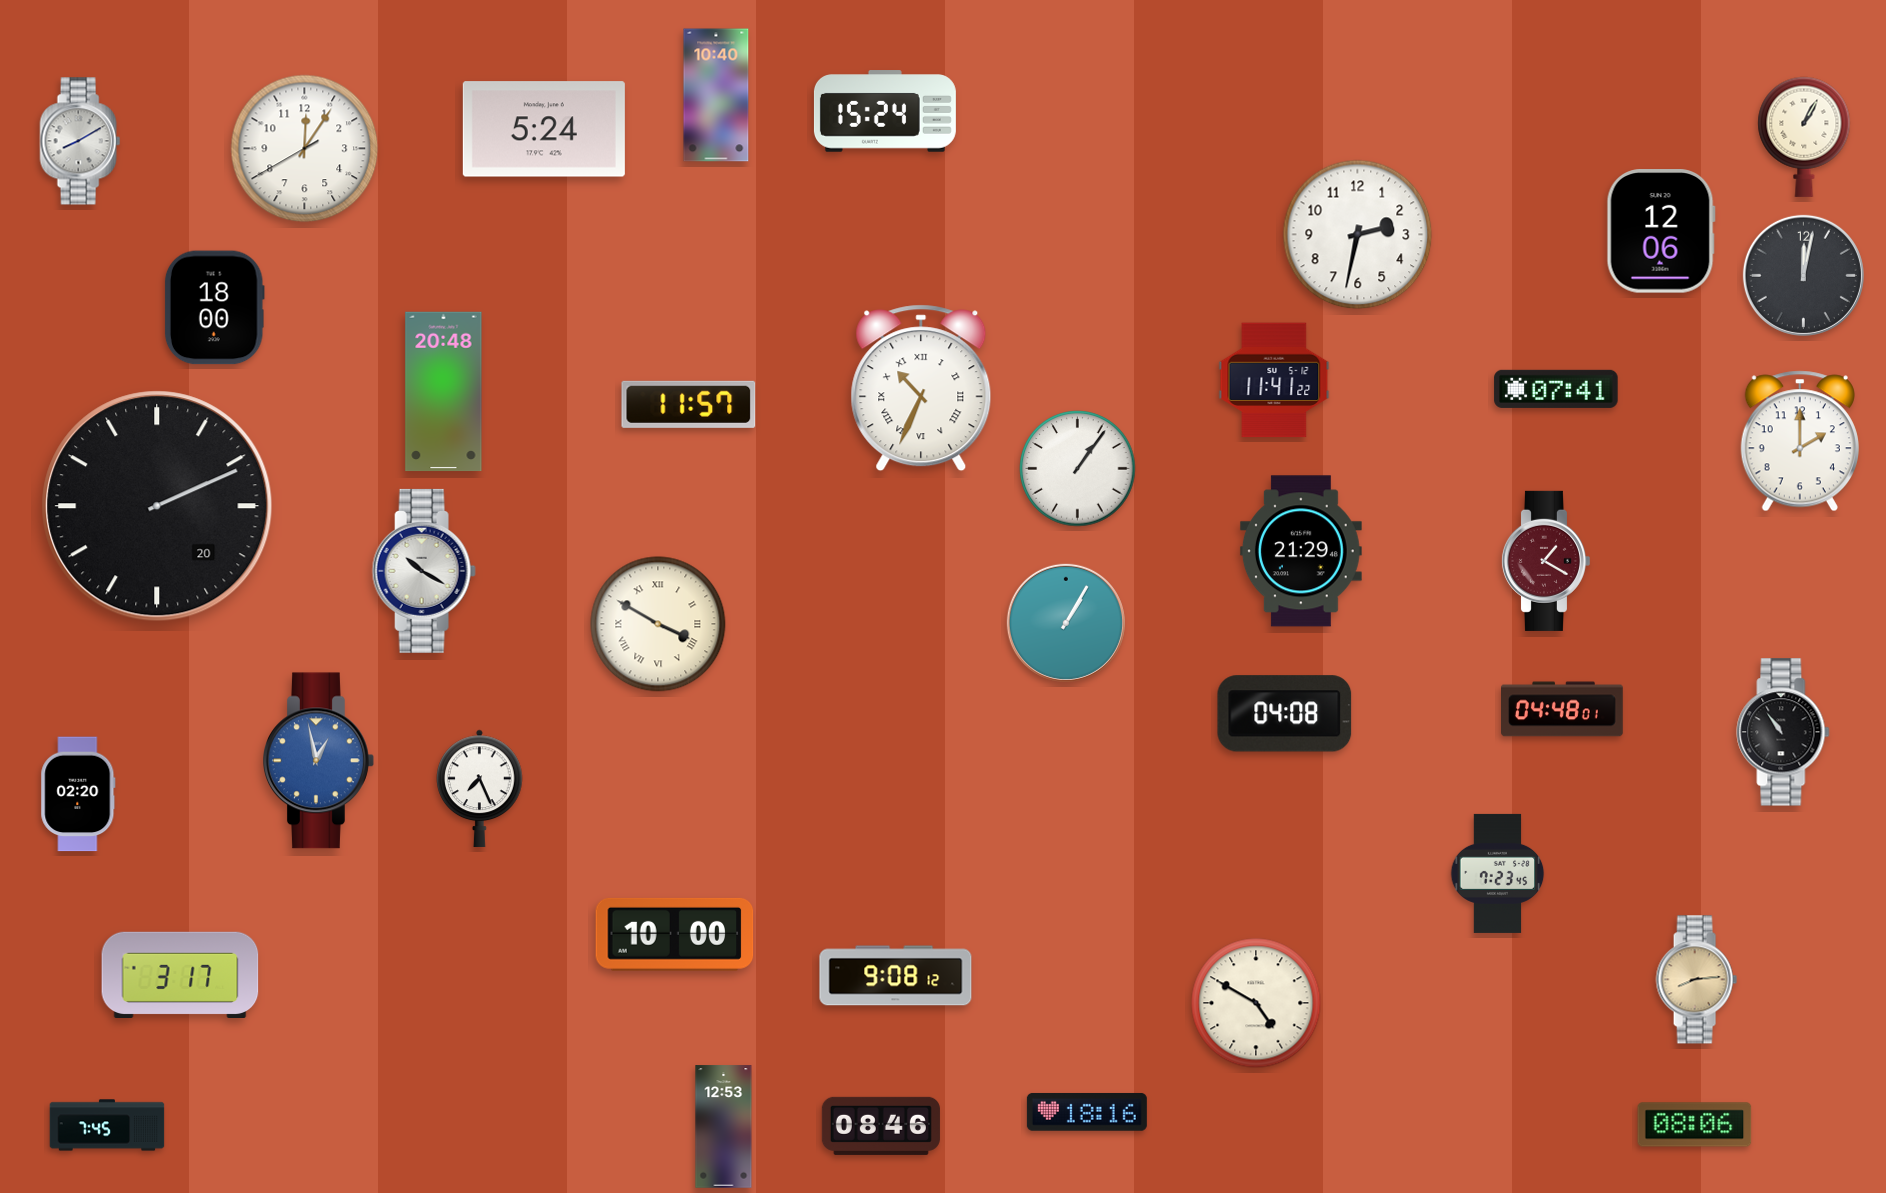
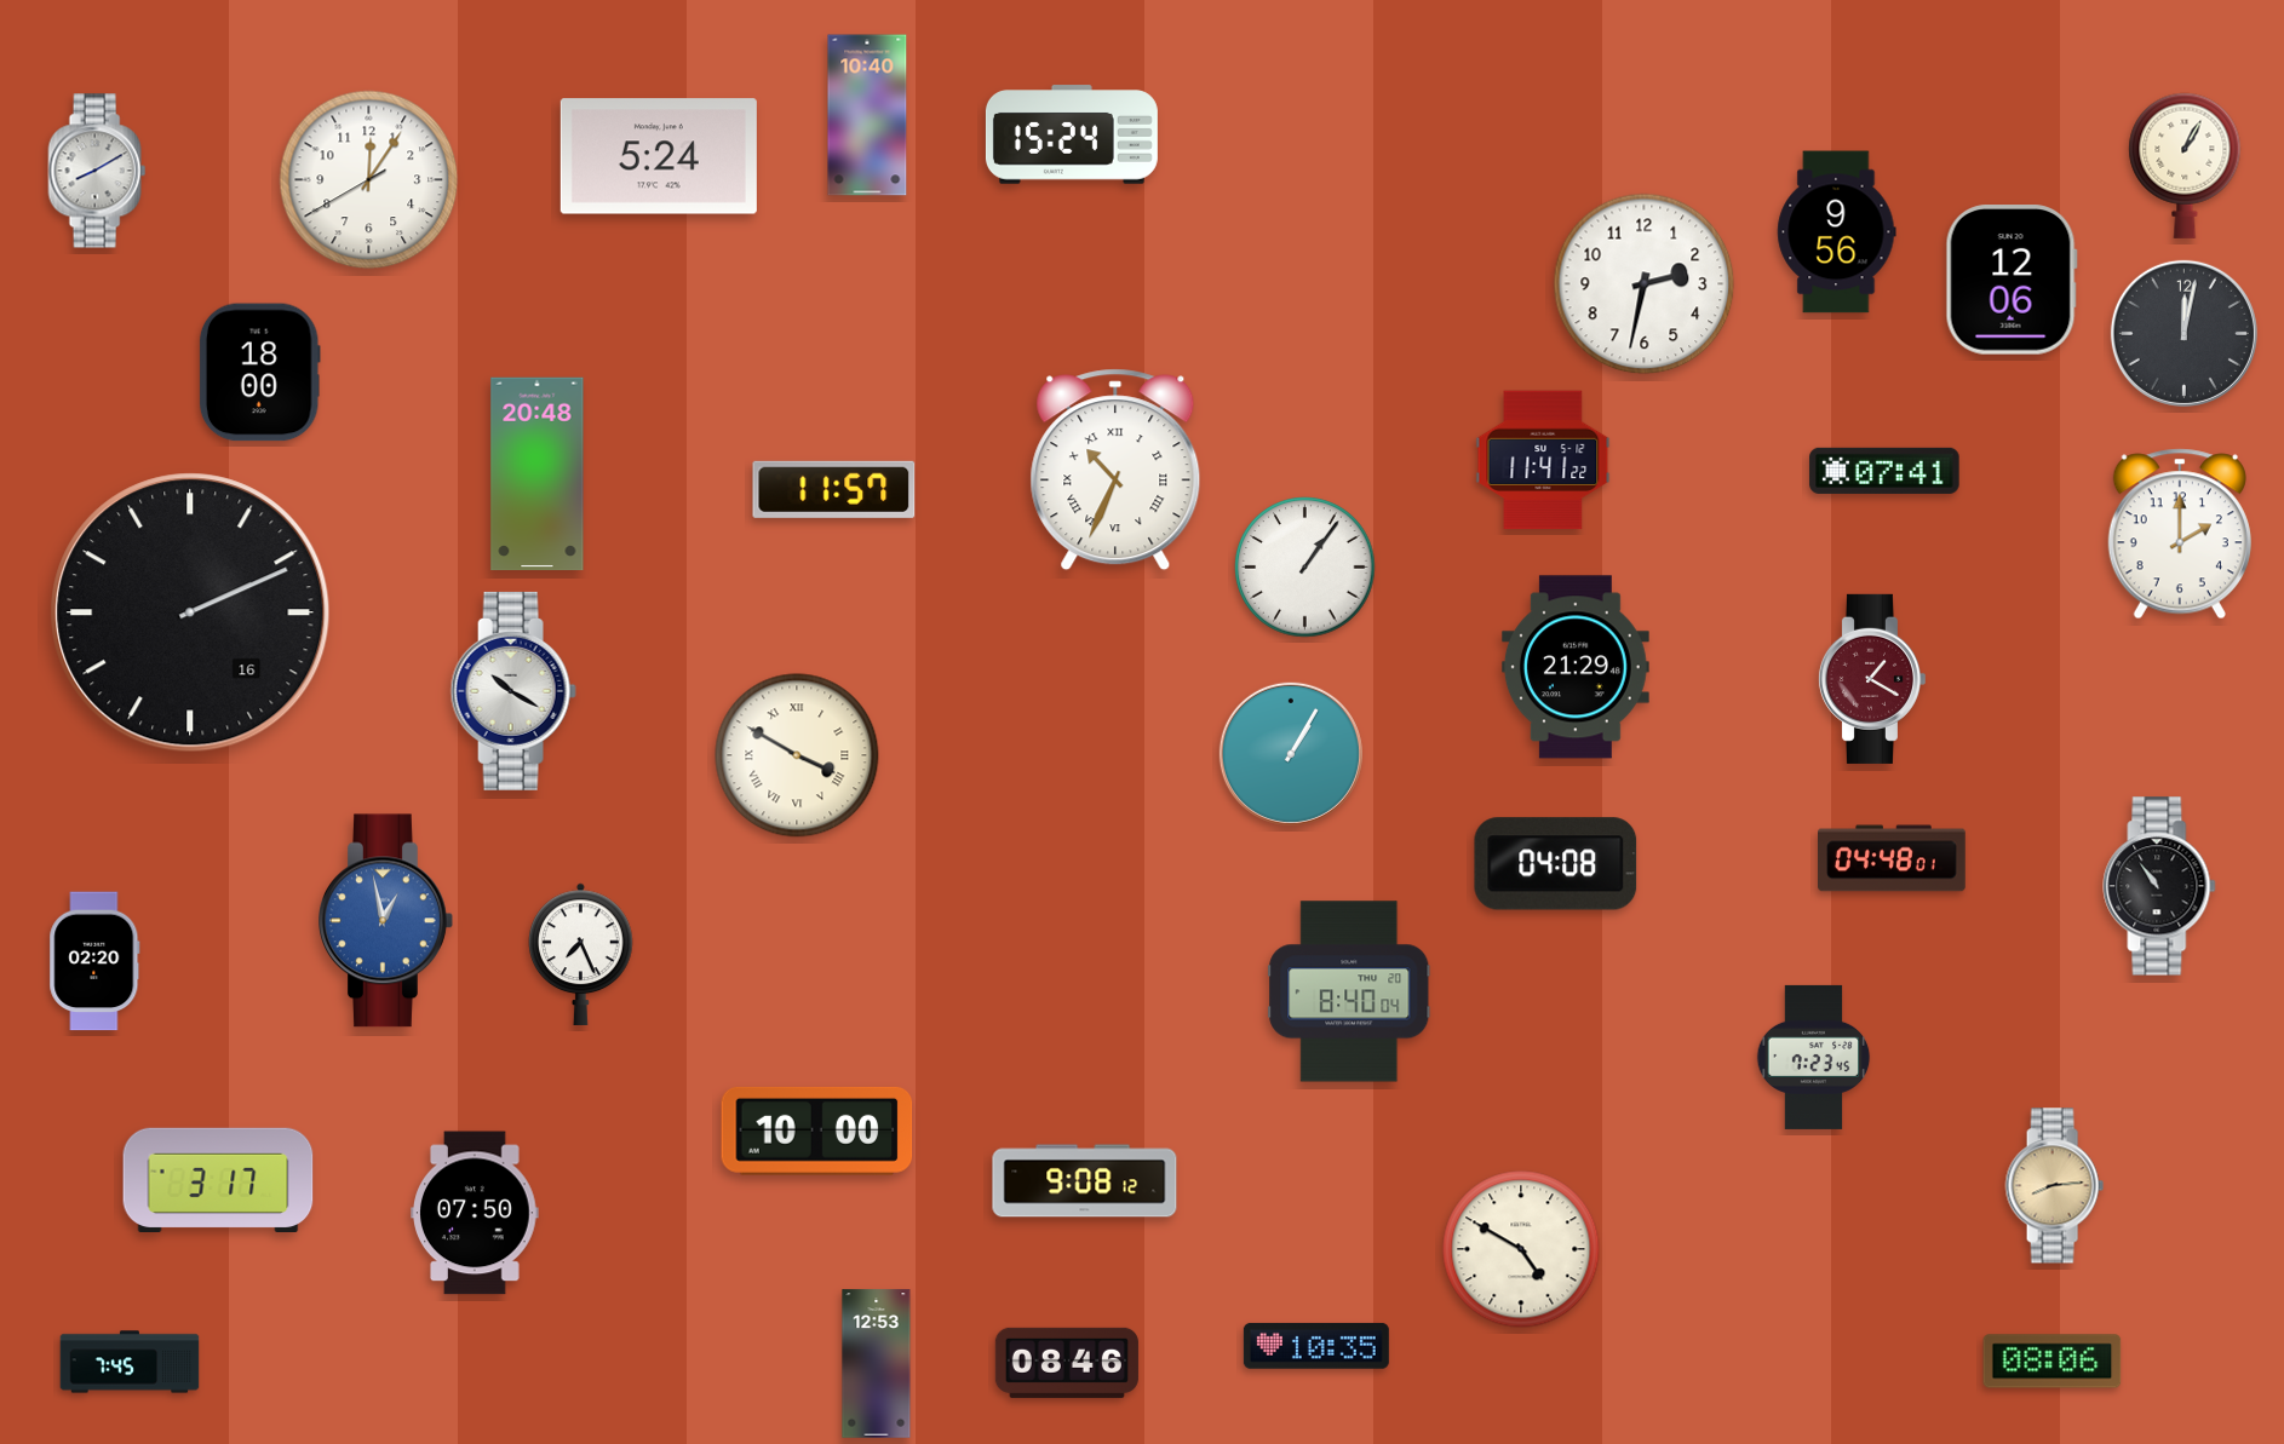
clock at (1837, 232): none -> 9:56
clock at (157, 506) date: 20 -> 16
clock at (1349, 991): none -> 8:40
clock at (475, 1213): none -> 07:50
clock at (1256, 1003) position: (1256, 1003) -> (1521, 1249)
clock at (1087, 1112): 18:16 -> 10:35
